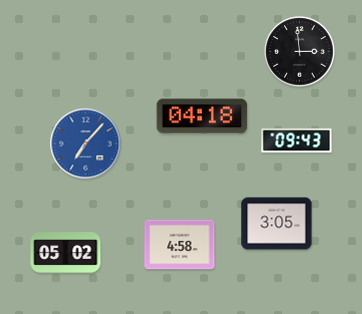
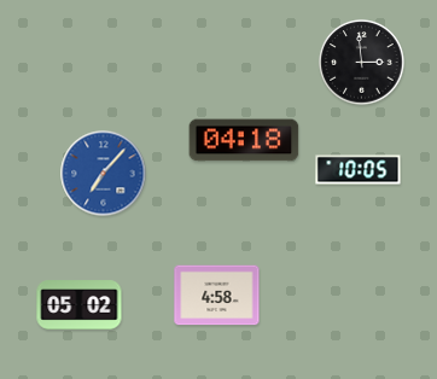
clock at (297, 141): 09:43 -> 10:05
clock at (277, 224): 3:05 -> none
